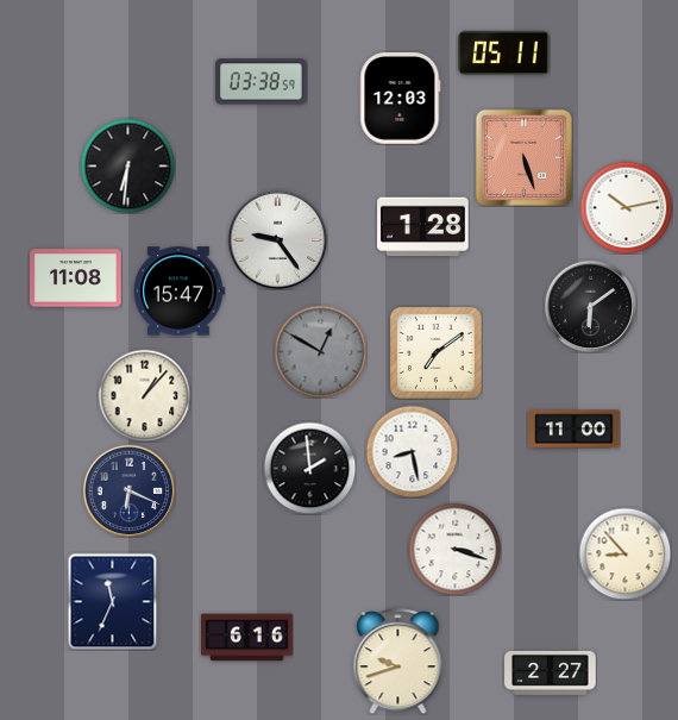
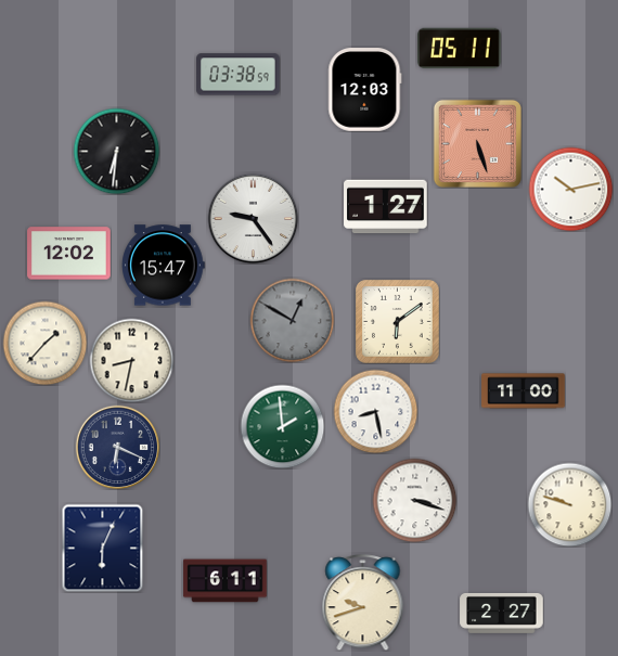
clock at (423, 227): 1:28 -> 1:27
clock at (76, 278): 11:08 -> 12:02
clock at (590, 306): 6:09 -> none
clock at (437, 353): 7:09 -> 6:09
clock at (44, 343): none -> 1:37
clock at (144, 395): 1:07 -> 8:32
clock at (309, 468) dial: black -> green
clock at (624, 553): 8:53 -> 9:48
clock at (113, 601): 11:34 -> 6:04
clock at (247, 638): 6:16 -> 6:11
